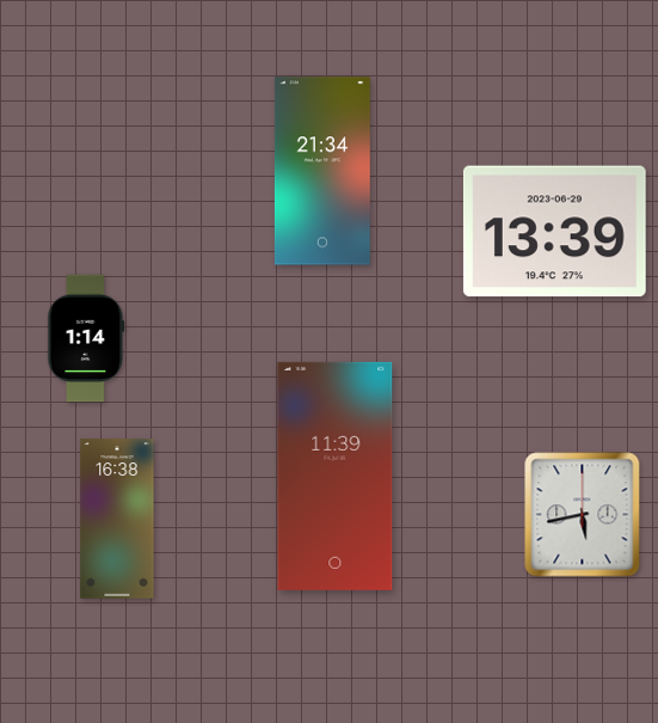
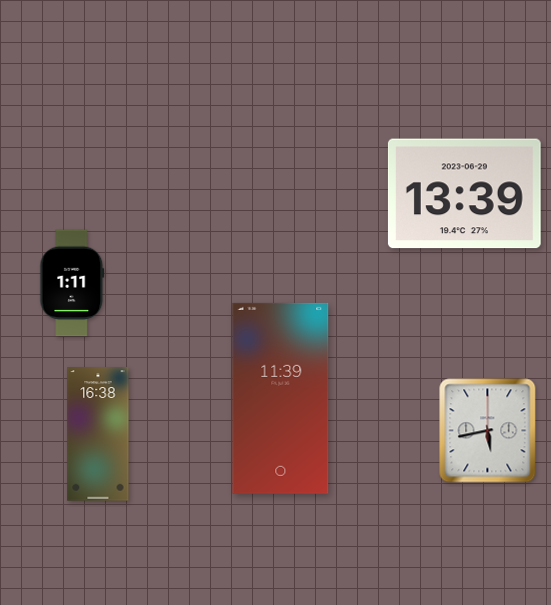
clock at (322, 171): 21:34 -> none
clock at (86, 338): 1:14 -> 1:11
